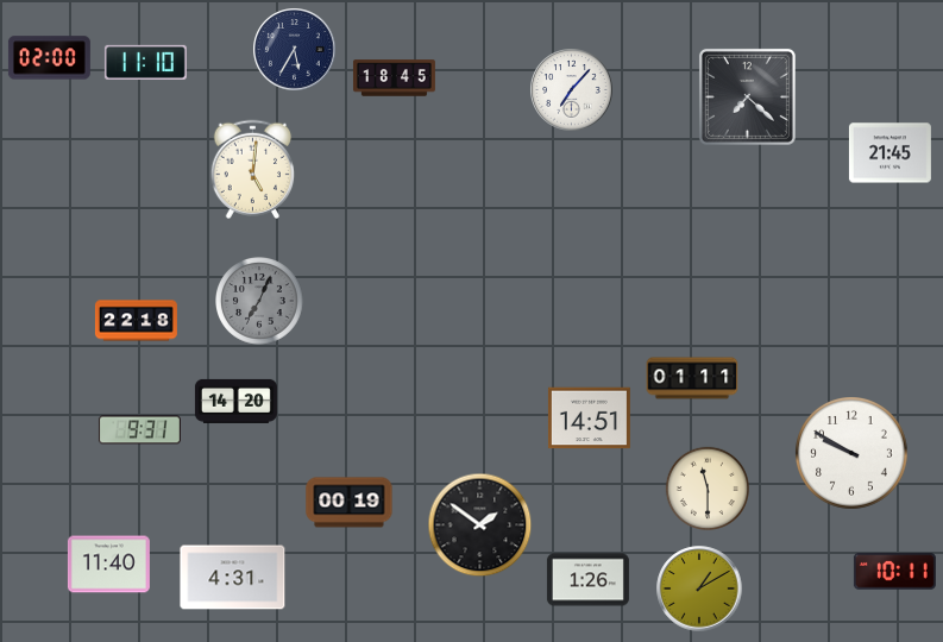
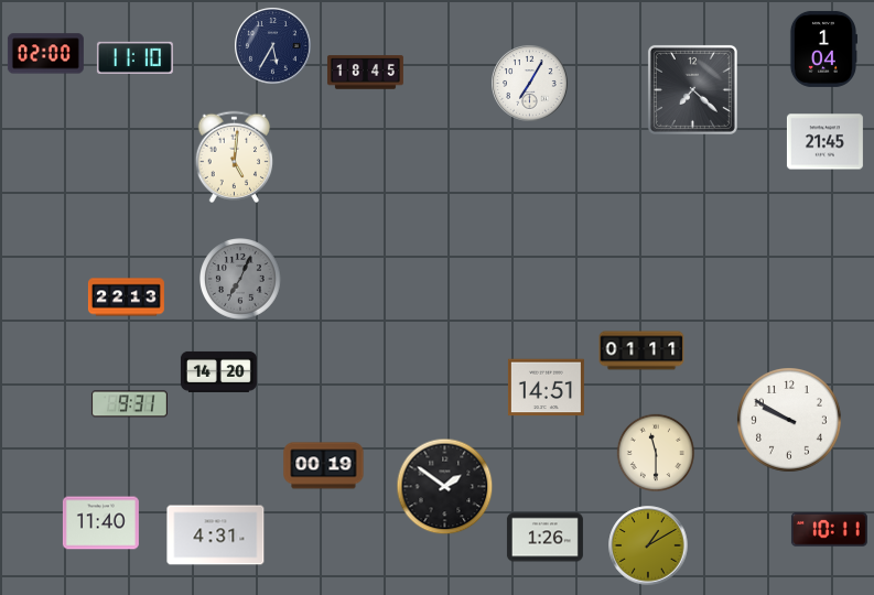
clock at (822, 48): none -> 1:04
clock at (572, 90): 7:07 -> 7:05
clock at (136, 321): 22:18 -> 22:13
clock at (139, 430) position: (139, 430) -> (129, 404)
